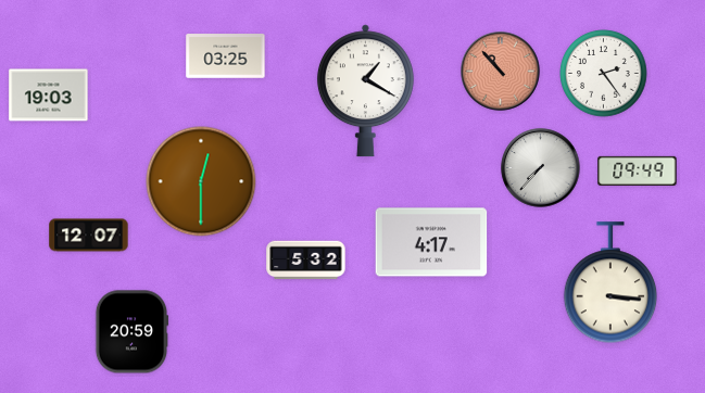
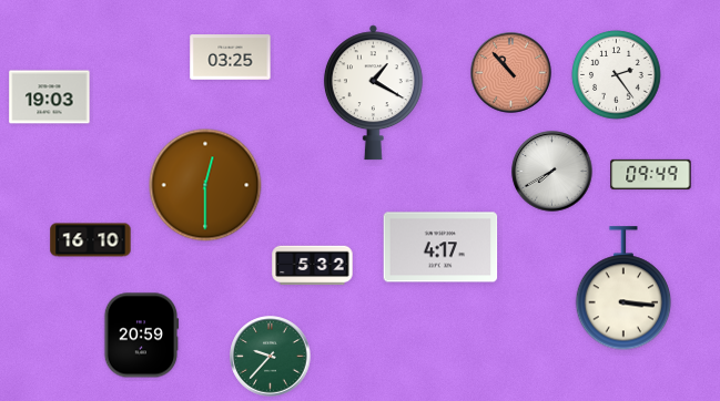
clock at (541, 168): 7:37 -> 7:40
clock at (89, 236): 12:07 -> 16:10
clock at (131, 332) position: (131, 332) -> (141, 336)
clock at (271, 357): none -> 9:37
